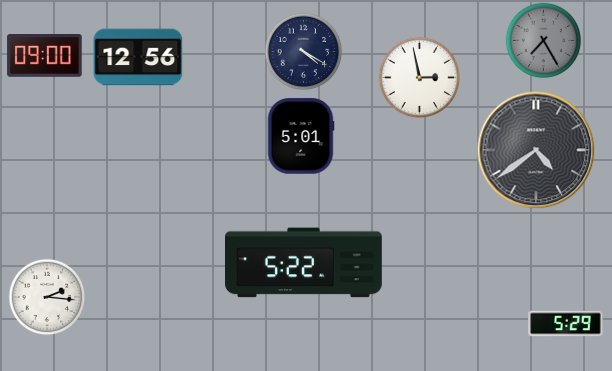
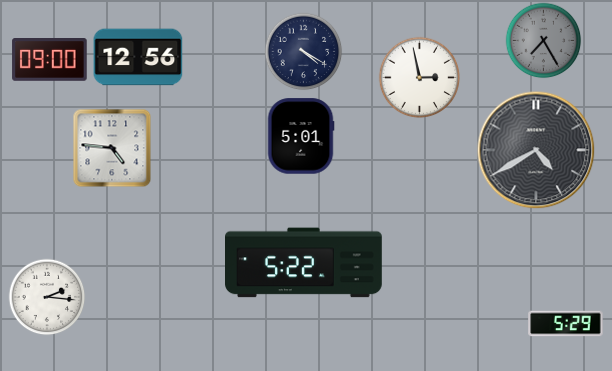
clock at (45, 56) position: (45, 56) -> (50, 60)
clock at (112, 148): none -> 4:46
clock at (536, 150): 4:39 -> 4:40
